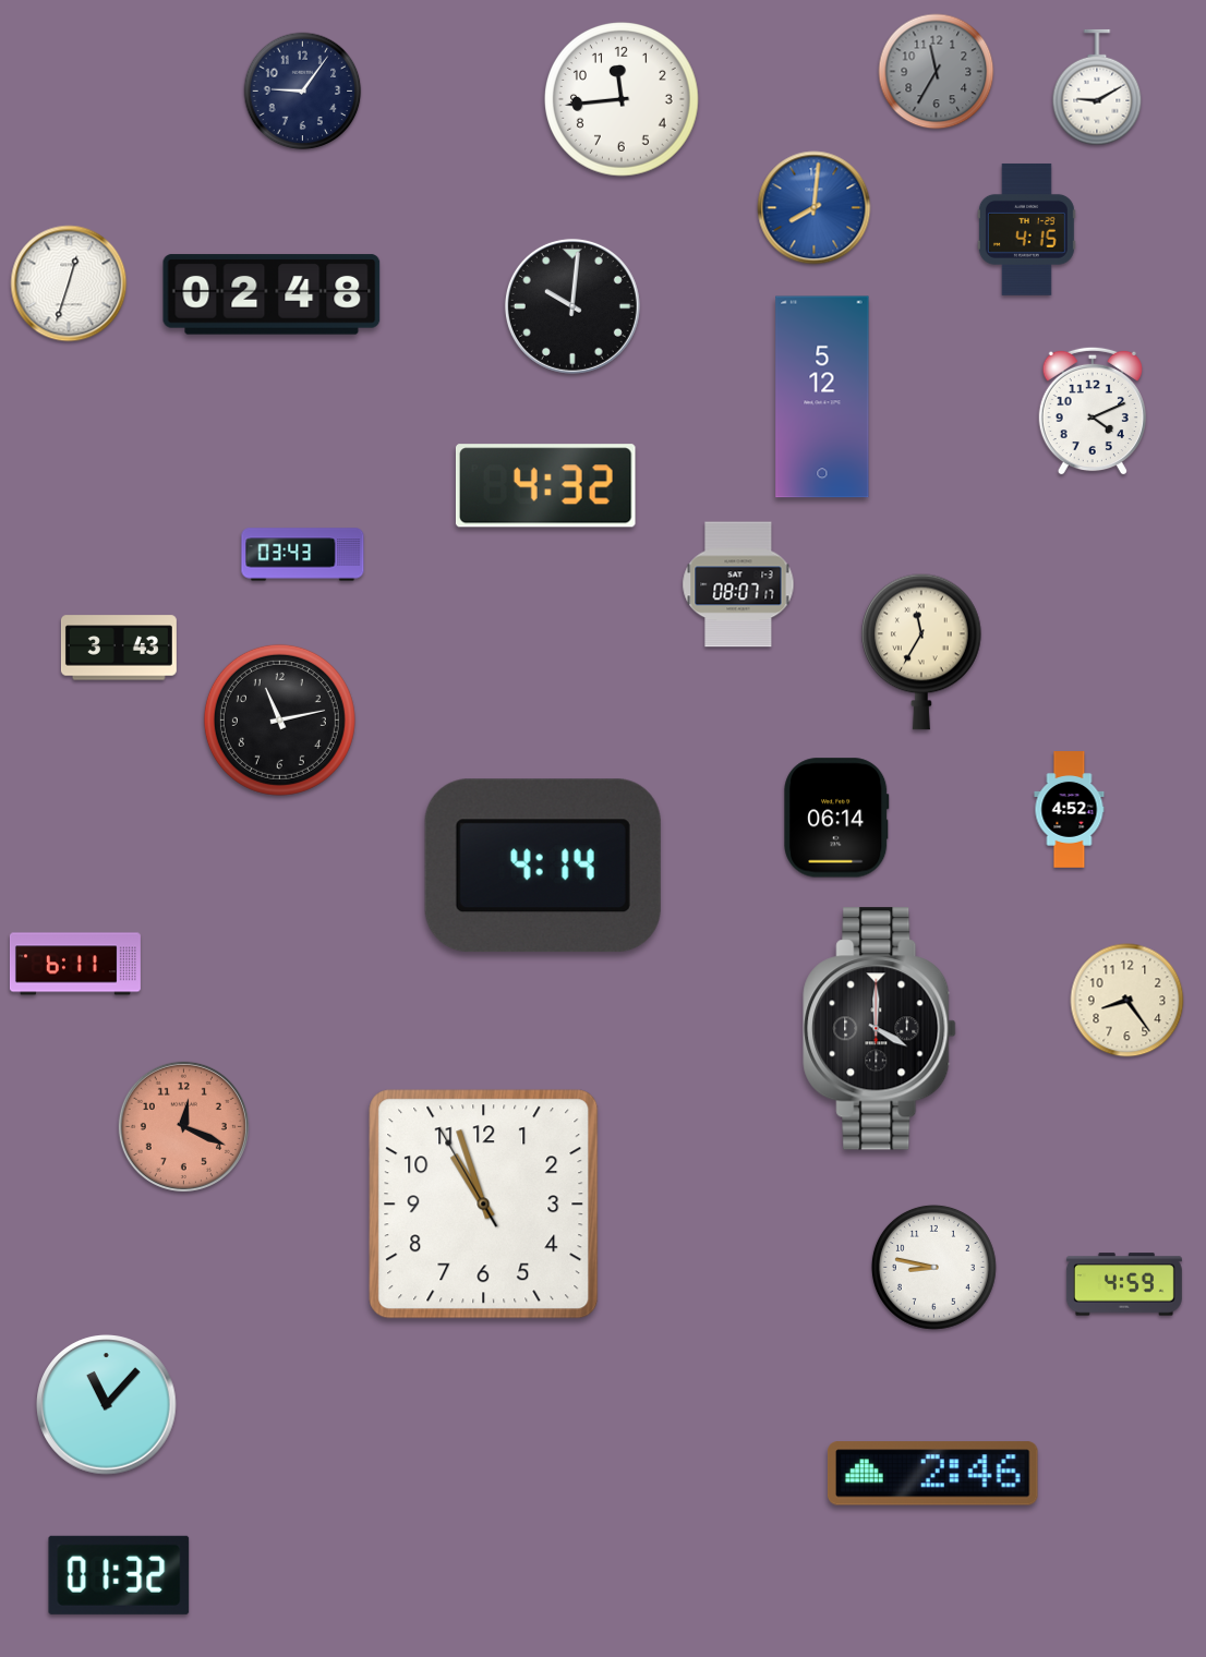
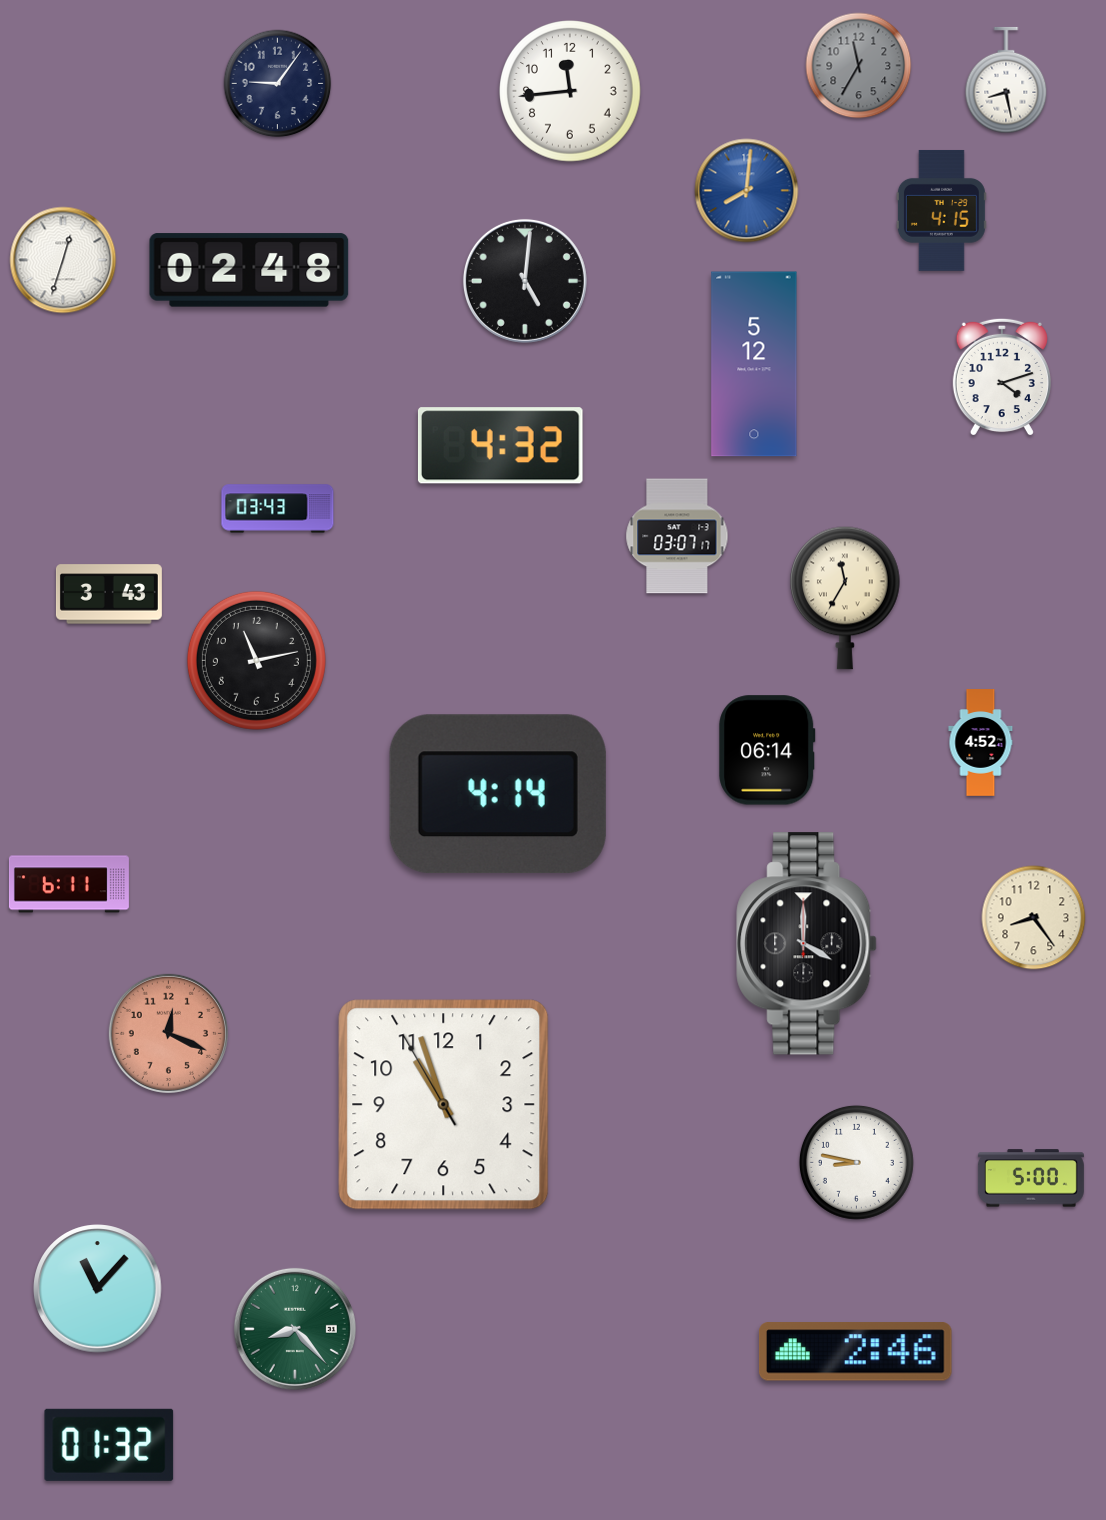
clock at (1097, 87): 9:10 -> 8:28
clock at (572, 306): 10:01 -> 5:01
clock at (1093, 411): 4:11 -> 4:12
clock at (738, 584): 08:07 -> 03:07
clock at (1124, 1284): 4:59 -> 5:00
clock at (295, 1329): none -> 8:23
